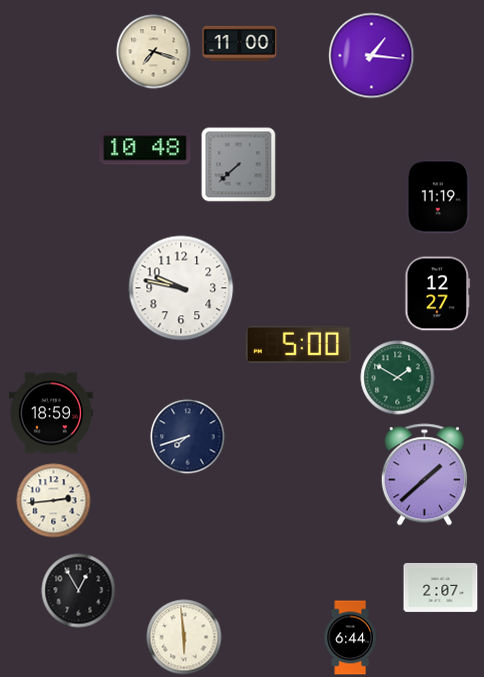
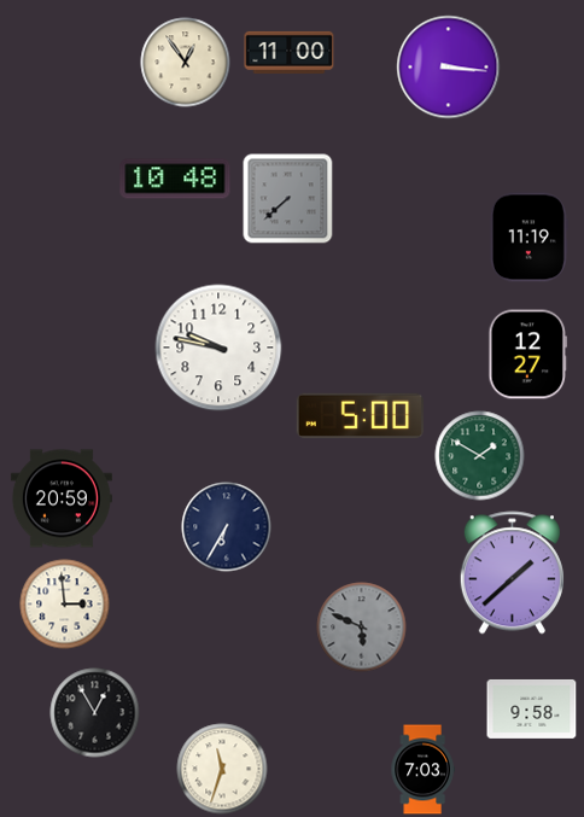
clock at (154, 52): 7:18 -> 12:54
clock at (372, 56): 1:16 -> 3:16
clock at (51, 413): 18:59 -> 20:59
clock at (188, 437): 7:42 -> 6:35
clock at (54, 501): 2:44 -> 2:59
clock at (362, 628): none -> 5:49
clock at (441, 587): 2:07 -> 9:58
clock at (184, 637): 5:59 -> 11:33
clock at (350, 638): 6:44 -> 7:03
